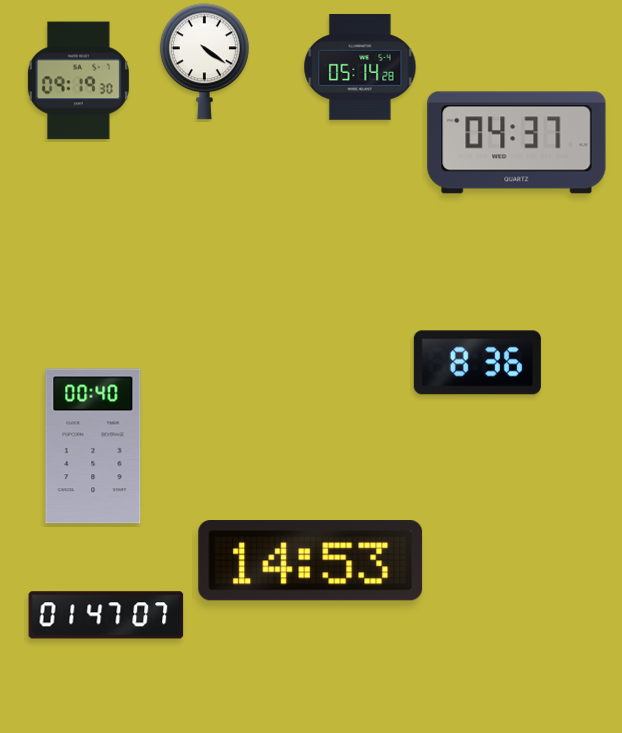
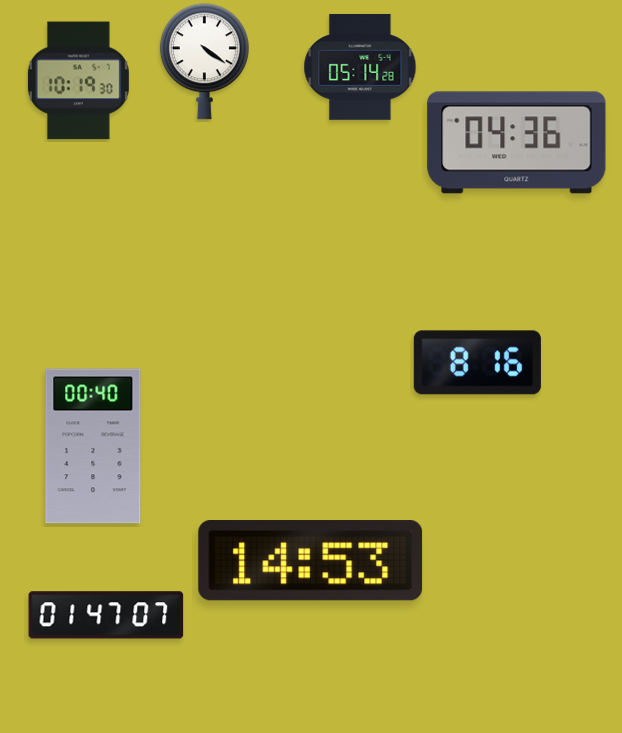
clock at (78, 81): 09:19 -> 10:19
clock at (517, 143): 04:37 -> 04:36
clock at (477, 363): 8:36 -> 8:16
